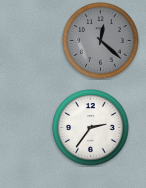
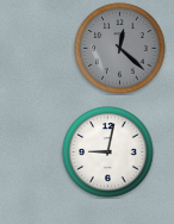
clock at (91, 128): 2:36 -> 9:02
